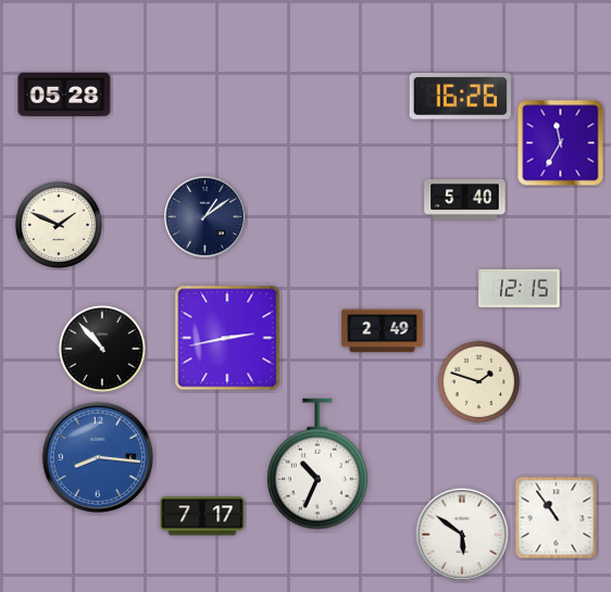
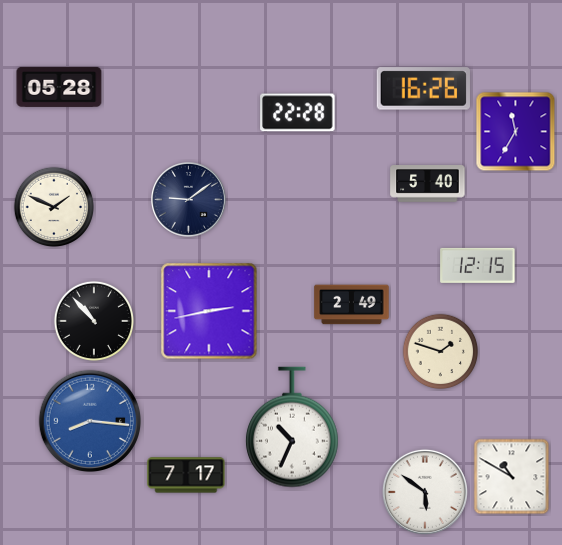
clock at (298, 113): none -> 22:28
clock at (204, 216): 1:09 -> 9:09
clock at (557, 518): 10:54 -> 10:50
